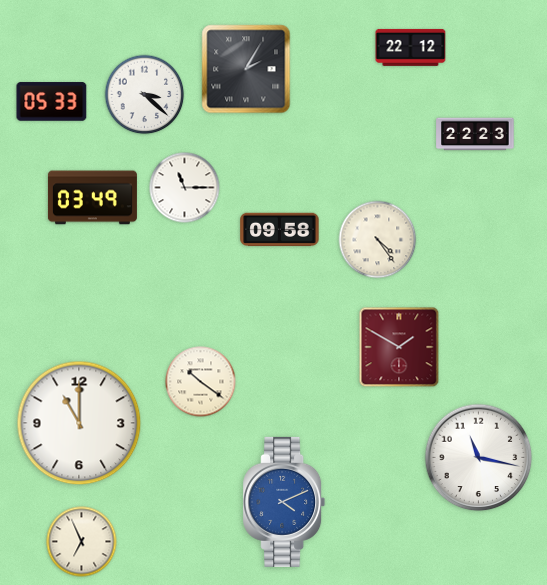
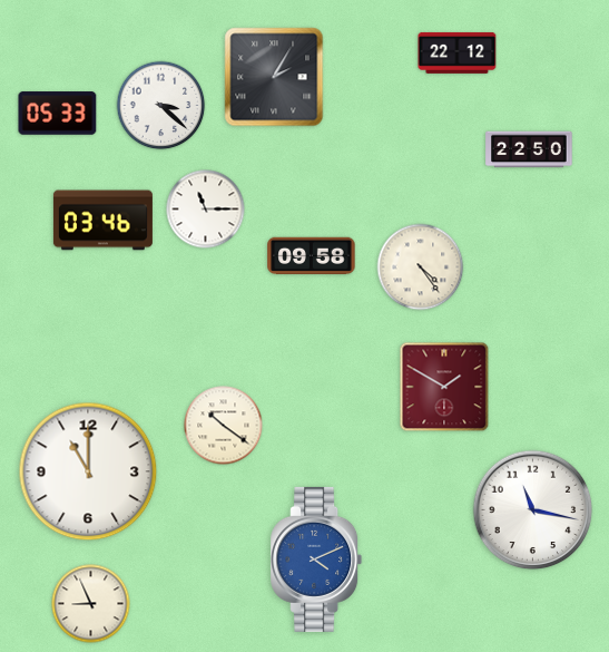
clock at (475, 134): 22:23 -> 22:50
clock at (92, 198): 03:49 -> 03:46
clock at (82, 542): 6:56 -> 8:56
